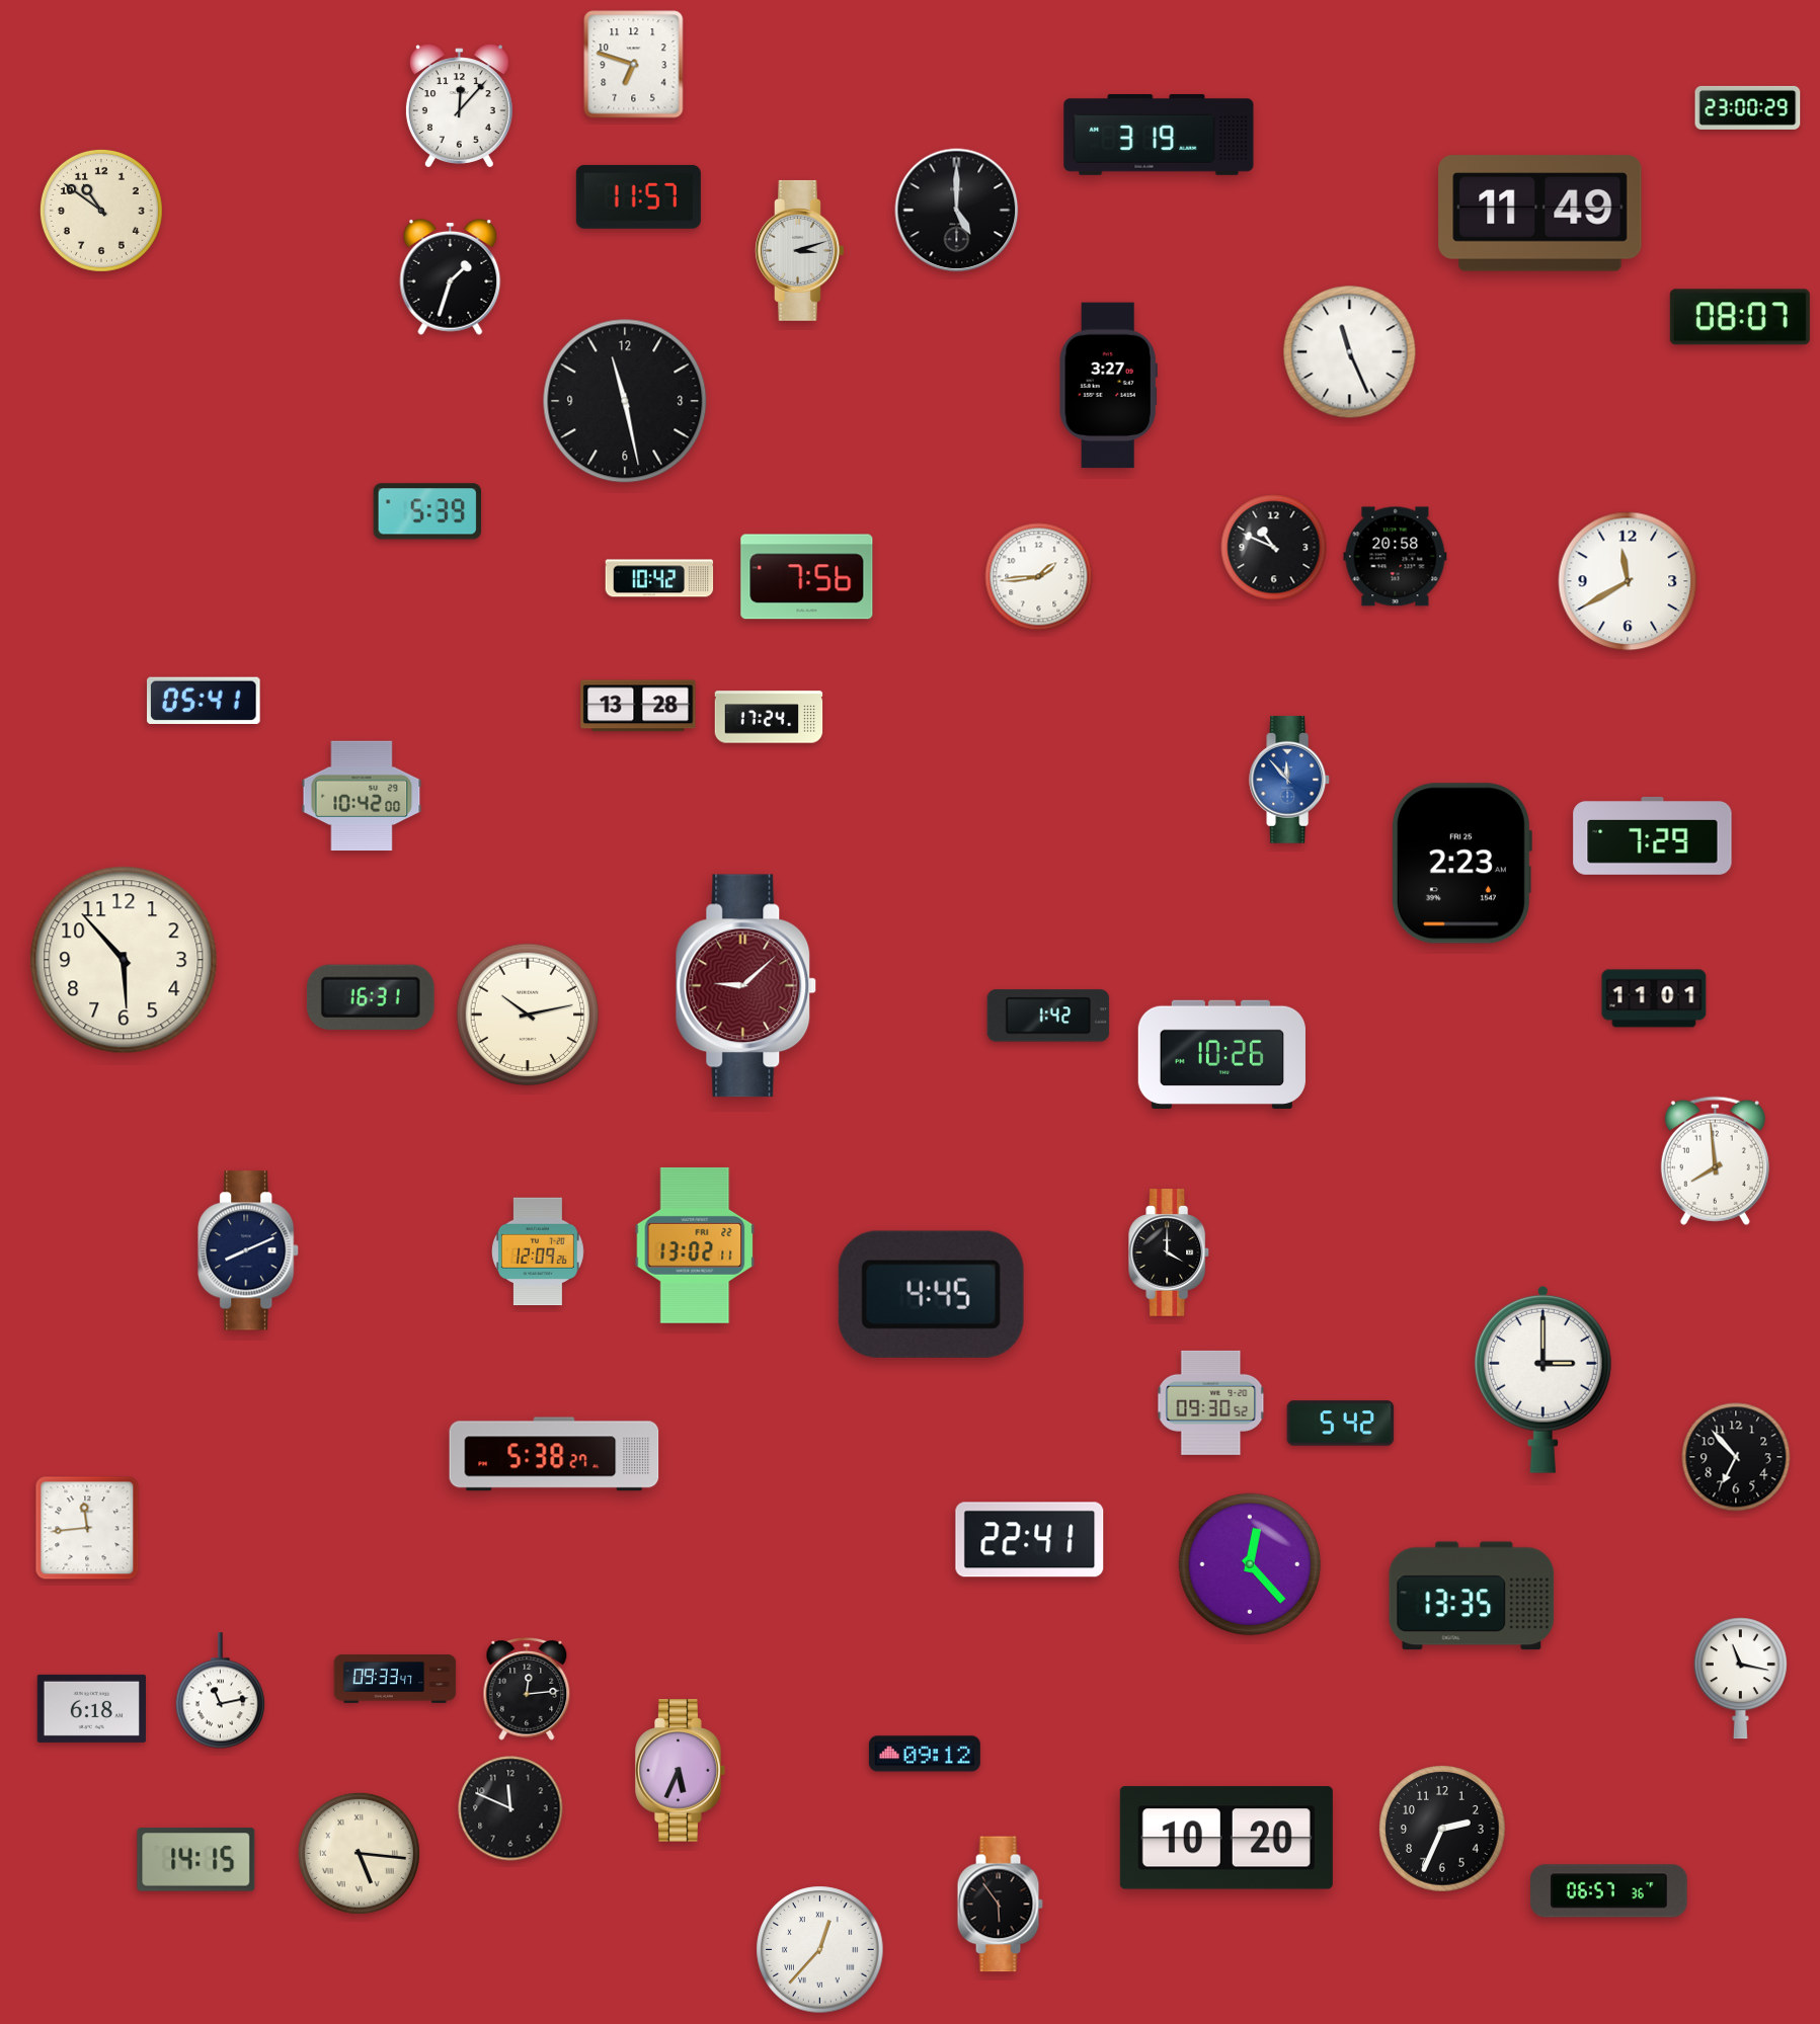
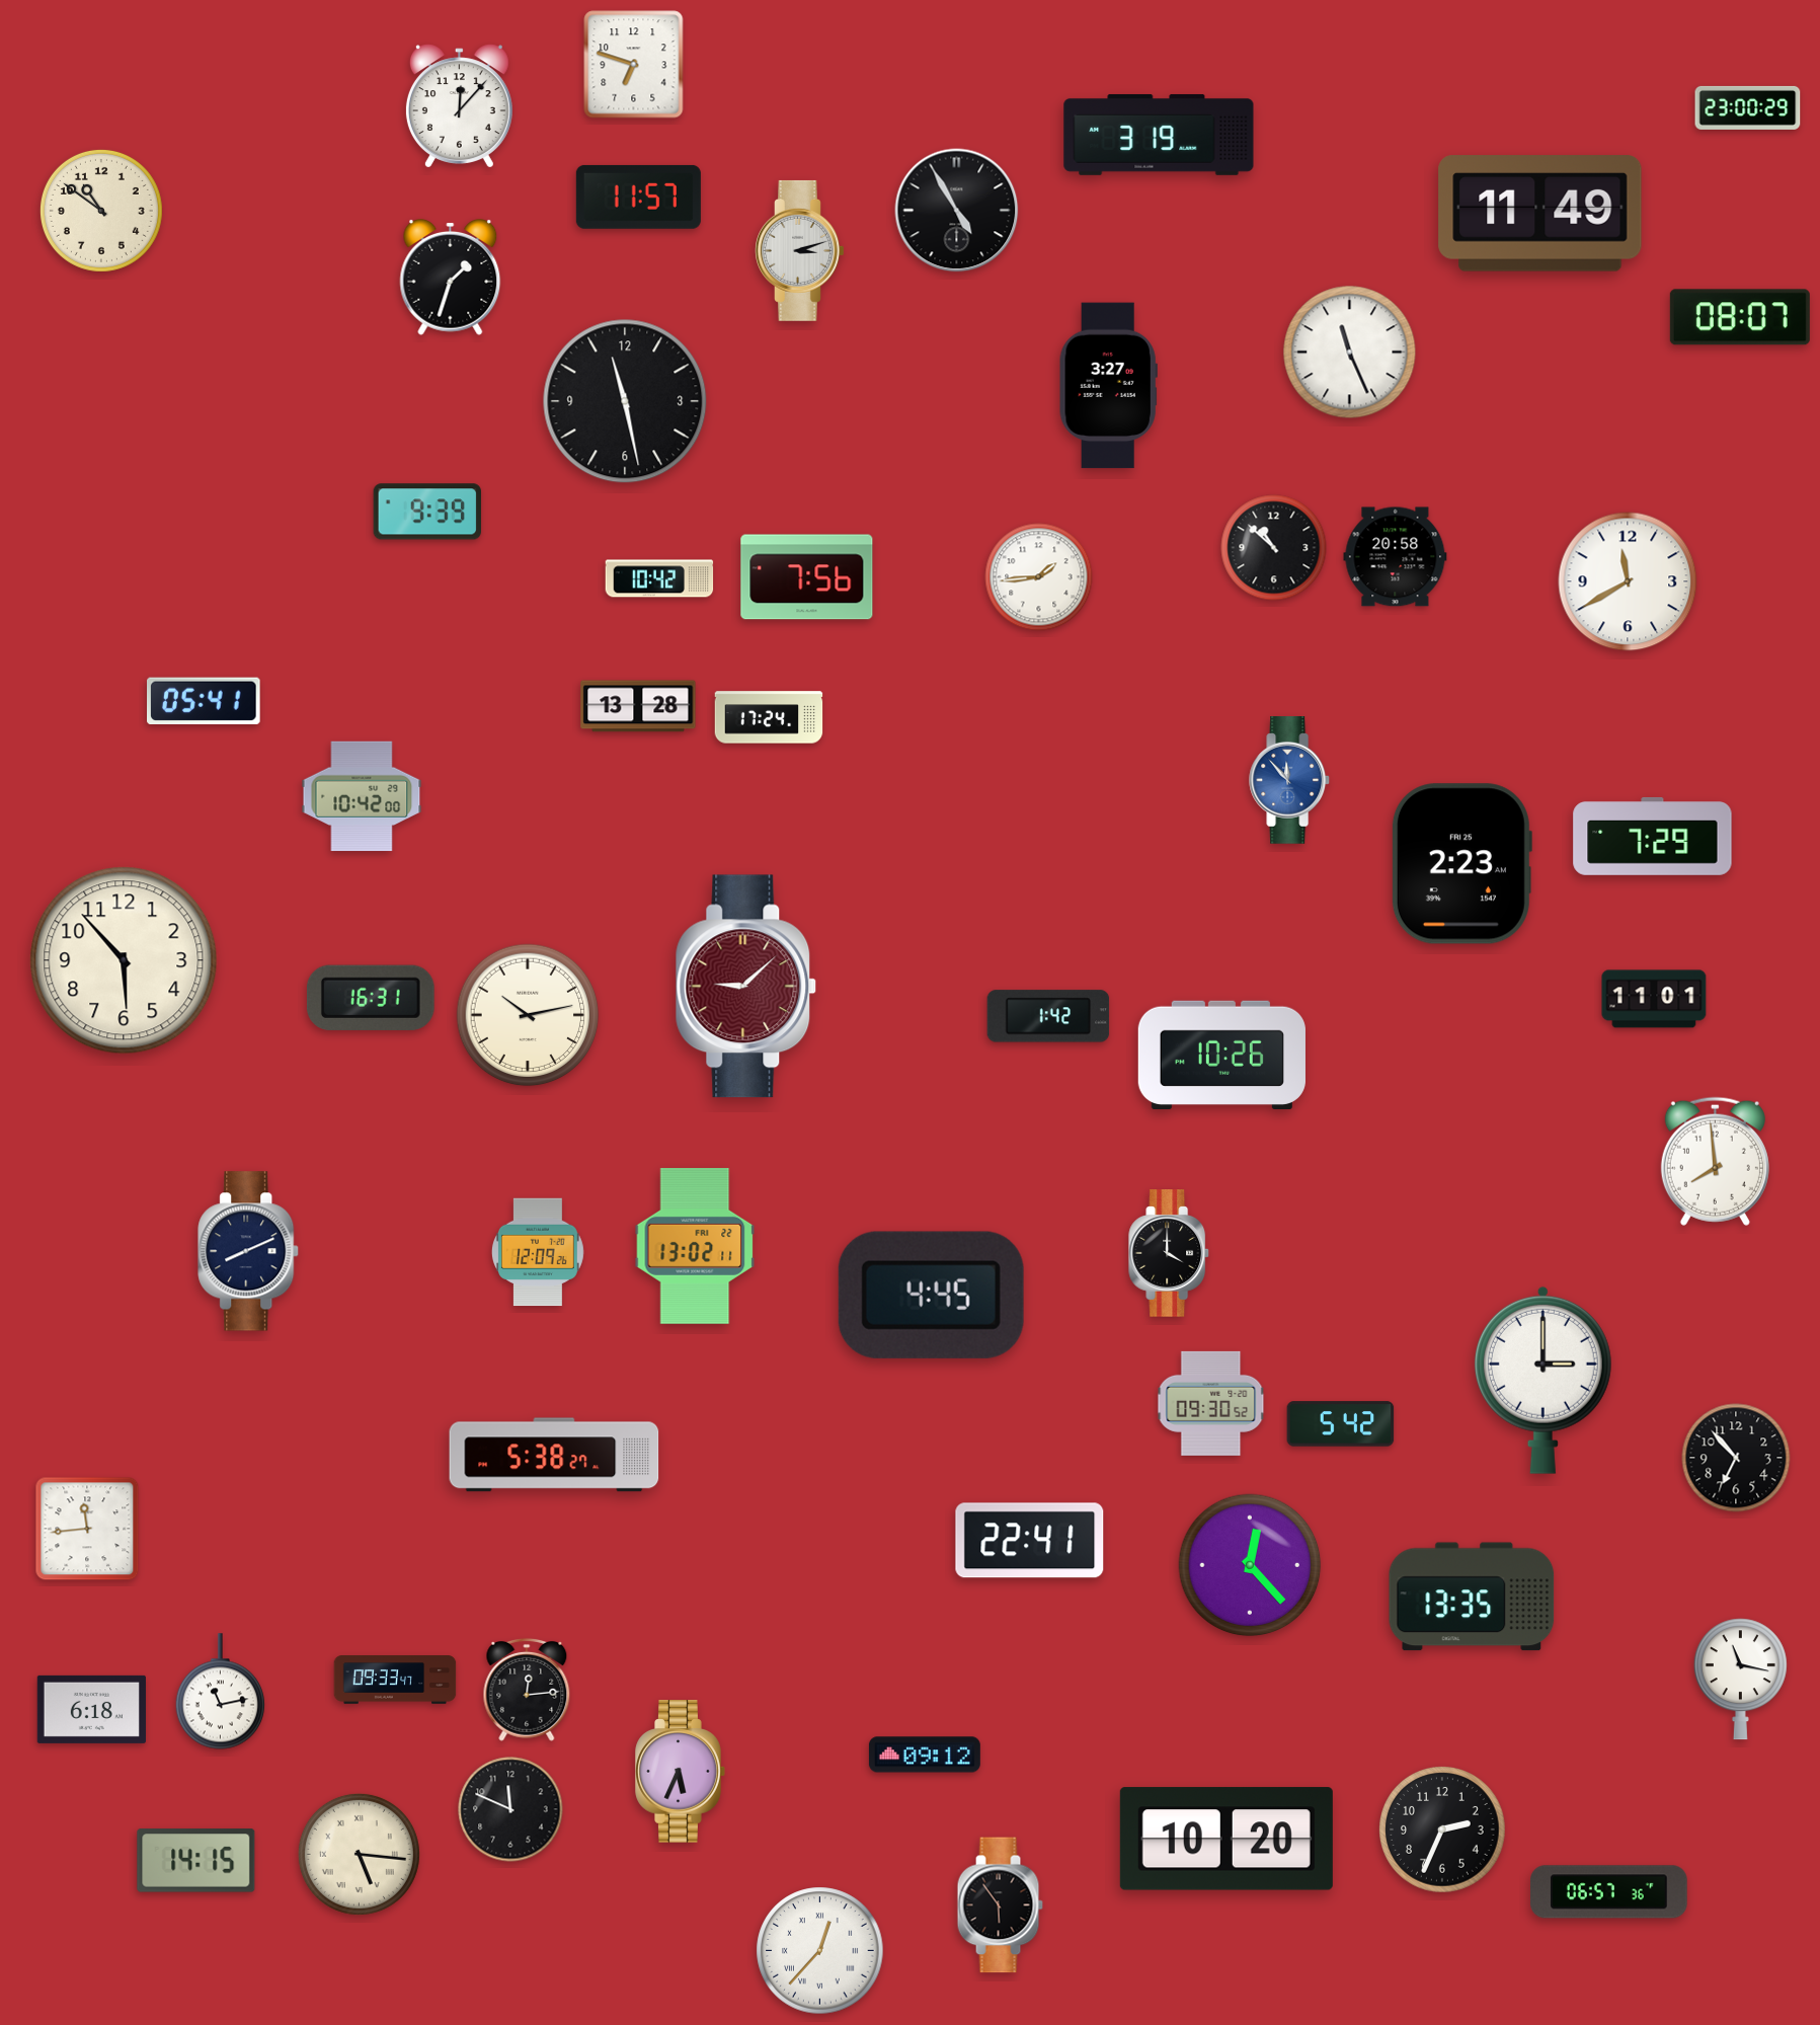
clock at (957, 211): 5:00 -> 4:55
clock at (426, 511): 5:39 -> 9:39
clock at (1274, 548): 10:49 -> 10:52
